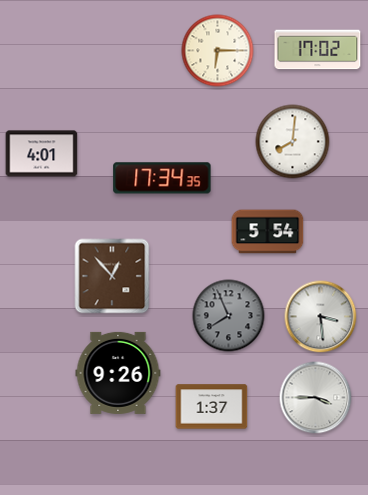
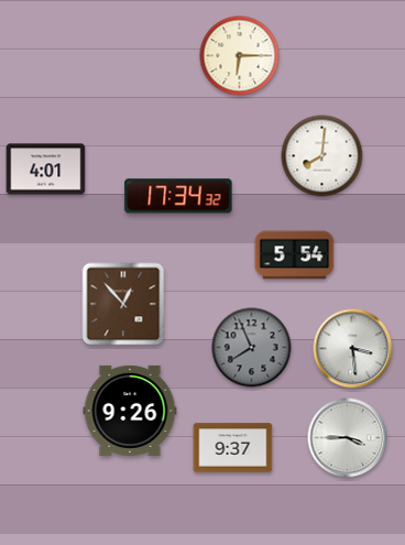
clock at (318, 50): 17:02 -> none
clock at (162, 178): 17:34:35 -> 17:34:32
clock at (212, 407): 1:37 -> 9:37
